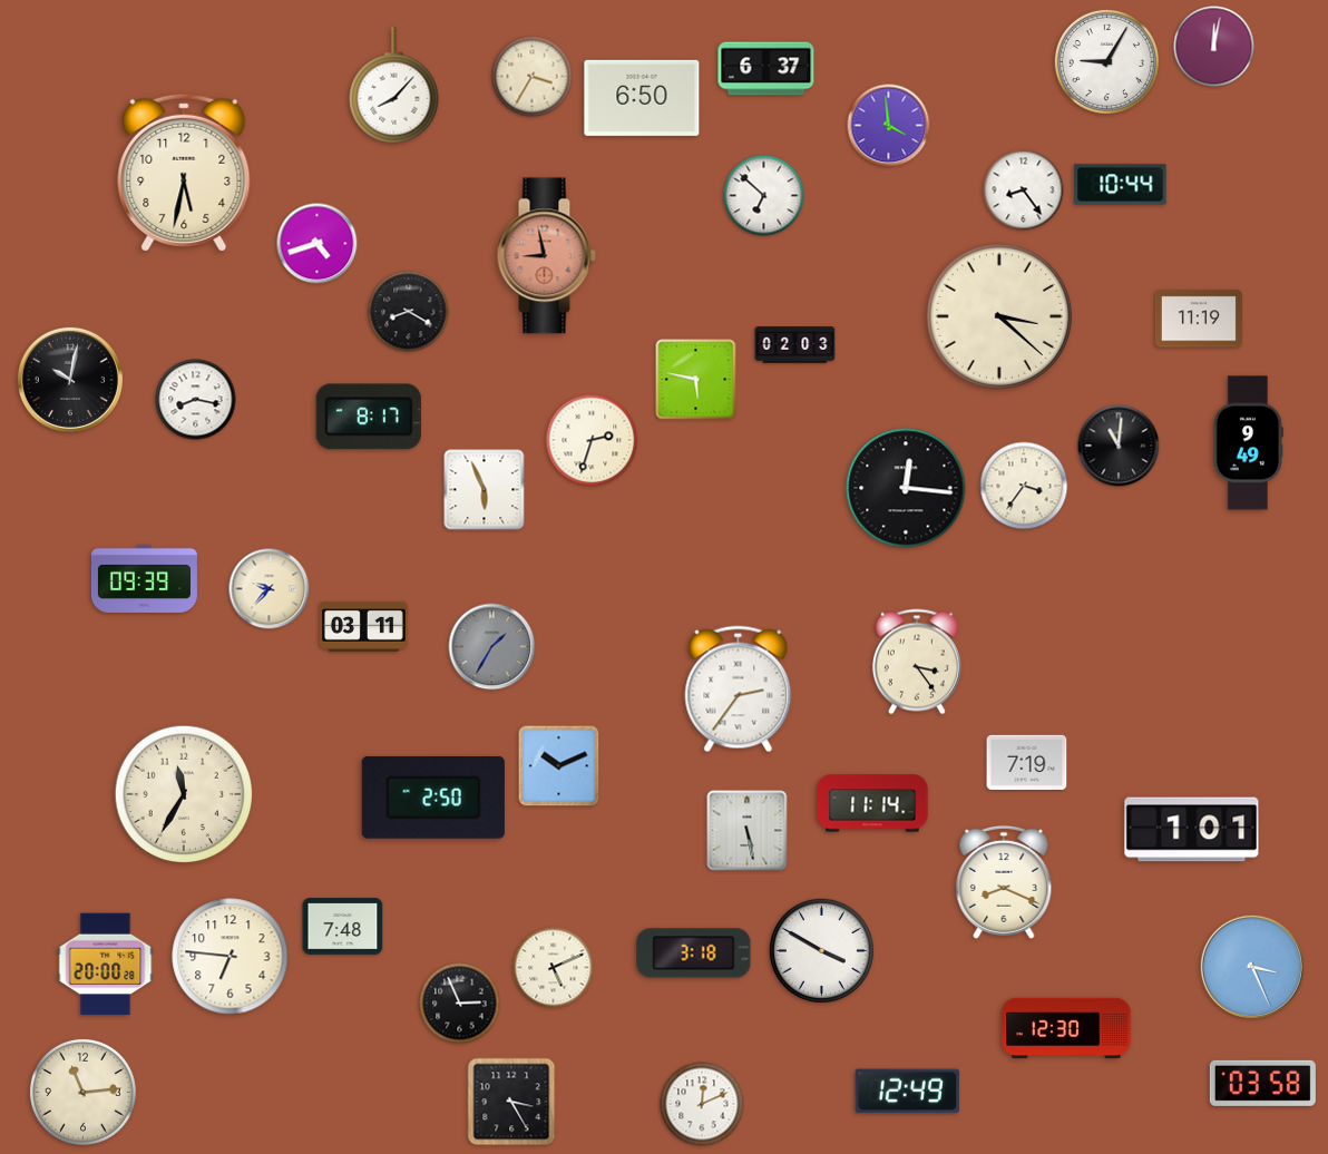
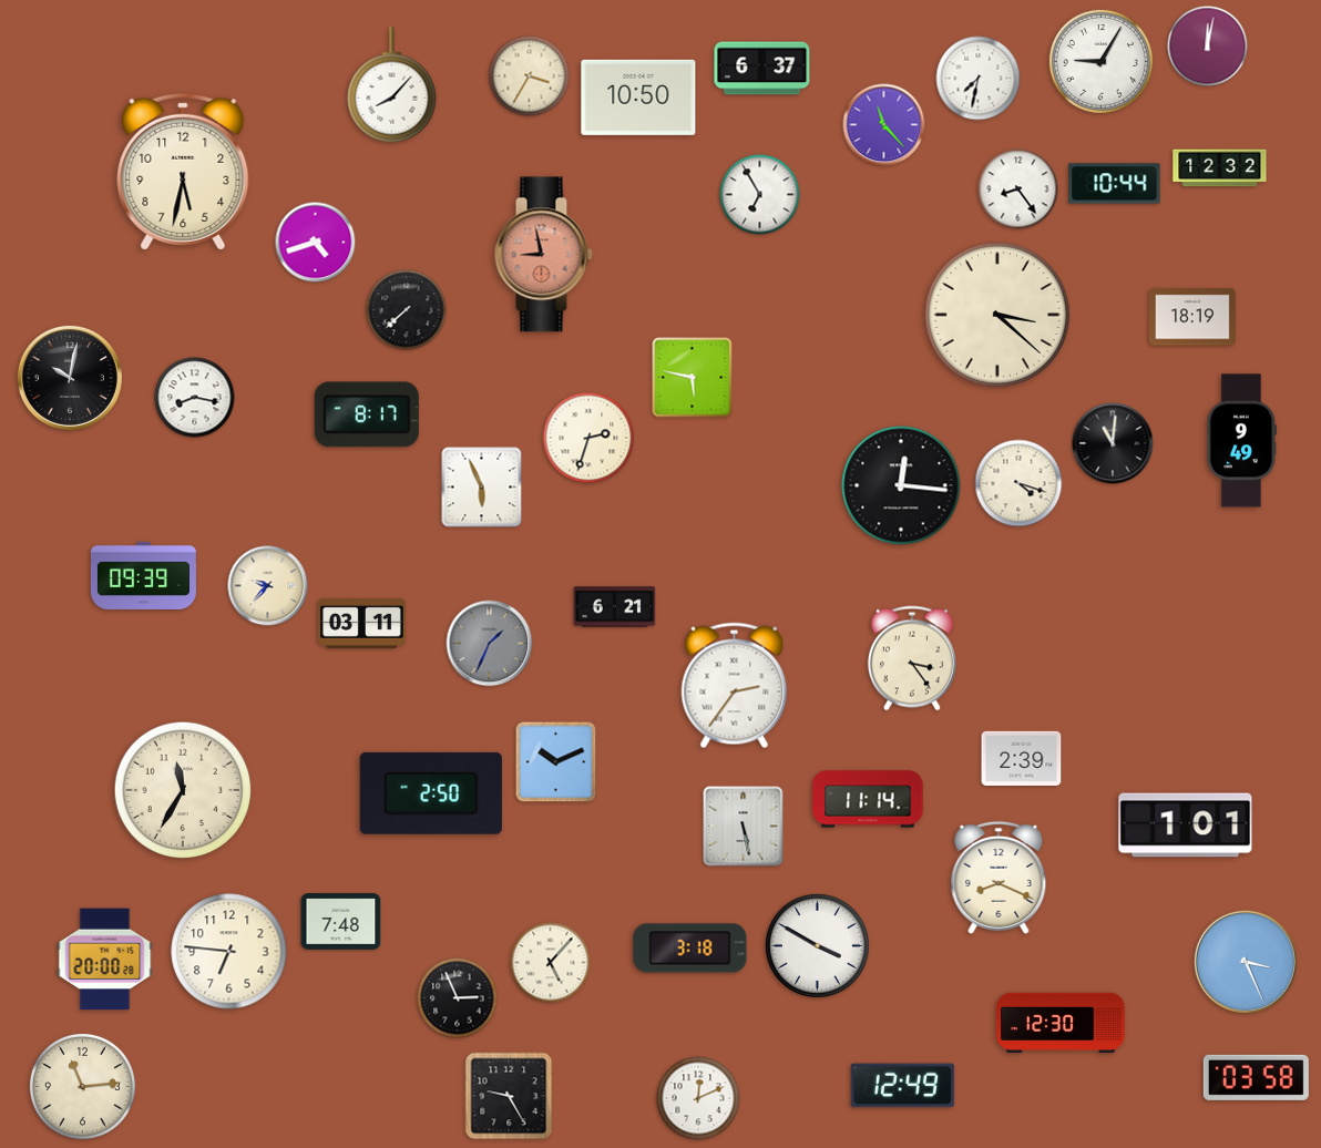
clock at (979, 79): none -> 7:32
clock at (642, 98): 6:50 -> 10:50
clock at (889, 126): 3:59 -> 11:23
clock at (1220, 168): none -> 12:32
clock at (764, 196): 6:52 -> 6:55
clock at (409, 312): 8:20 -> 7:38
clock at (999, 316) position: (999, 316) -> (997, 315)
clock at (1199, 319): 11:19 -> 18:19
clock at (795, 345): 02:03 -> none
clock at (1024, 486): 3:36 -> 4:18
clock at (615, 607): none -> 6:21
clock at (492, 647): 1:35 -> 1:34
clock at (1027, 763): 7:19 -> 2:39
clock at (554, 968): 5:11 -> 5:07
clock at (511, 1102): 3:25 -> 9:25
